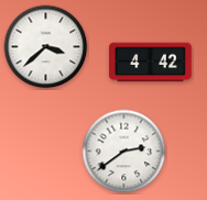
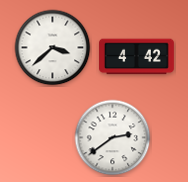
clock at (46, 47) position: (46, 47) -> (53, 48)
